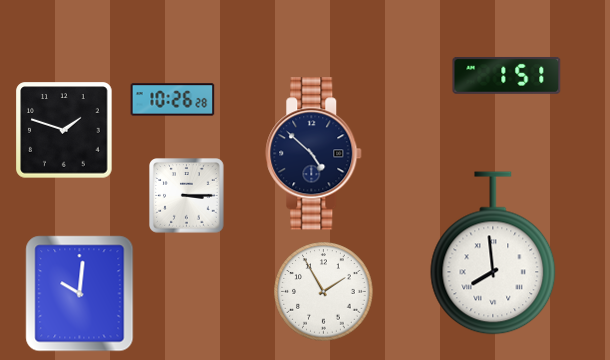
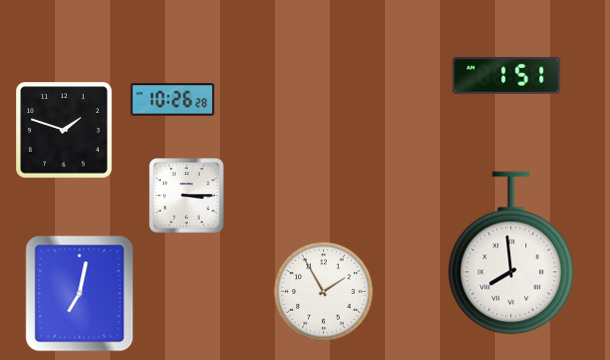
clock at (314, 154): 4:52 -> none
clock at (493, 253) position: (493, 253) -> (511, 253)
clock at (80, 294): 10:01 -> 7:02
